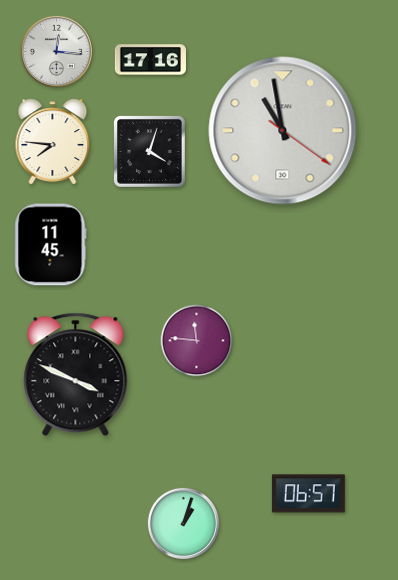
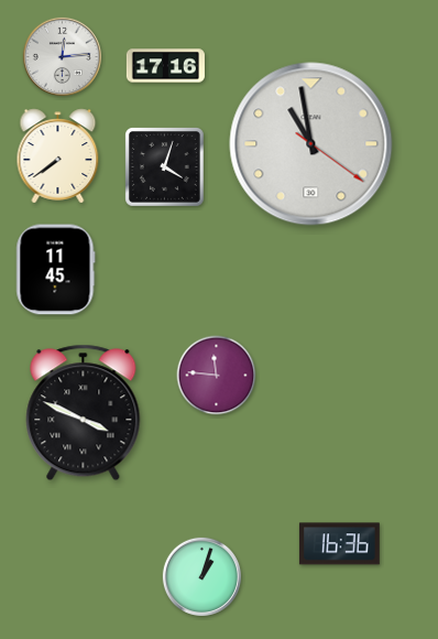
clock at (56, 51): 12:16 -> 12:14
clock at (53, 142): 7:46 -> 7:39
clock at (308, 494): 06:57 -> 16:36
